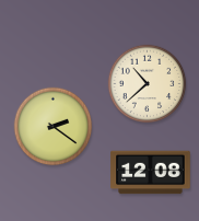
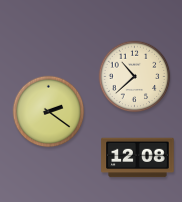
clock at (54, 127) position: (54, 127) -> (49, 112)
